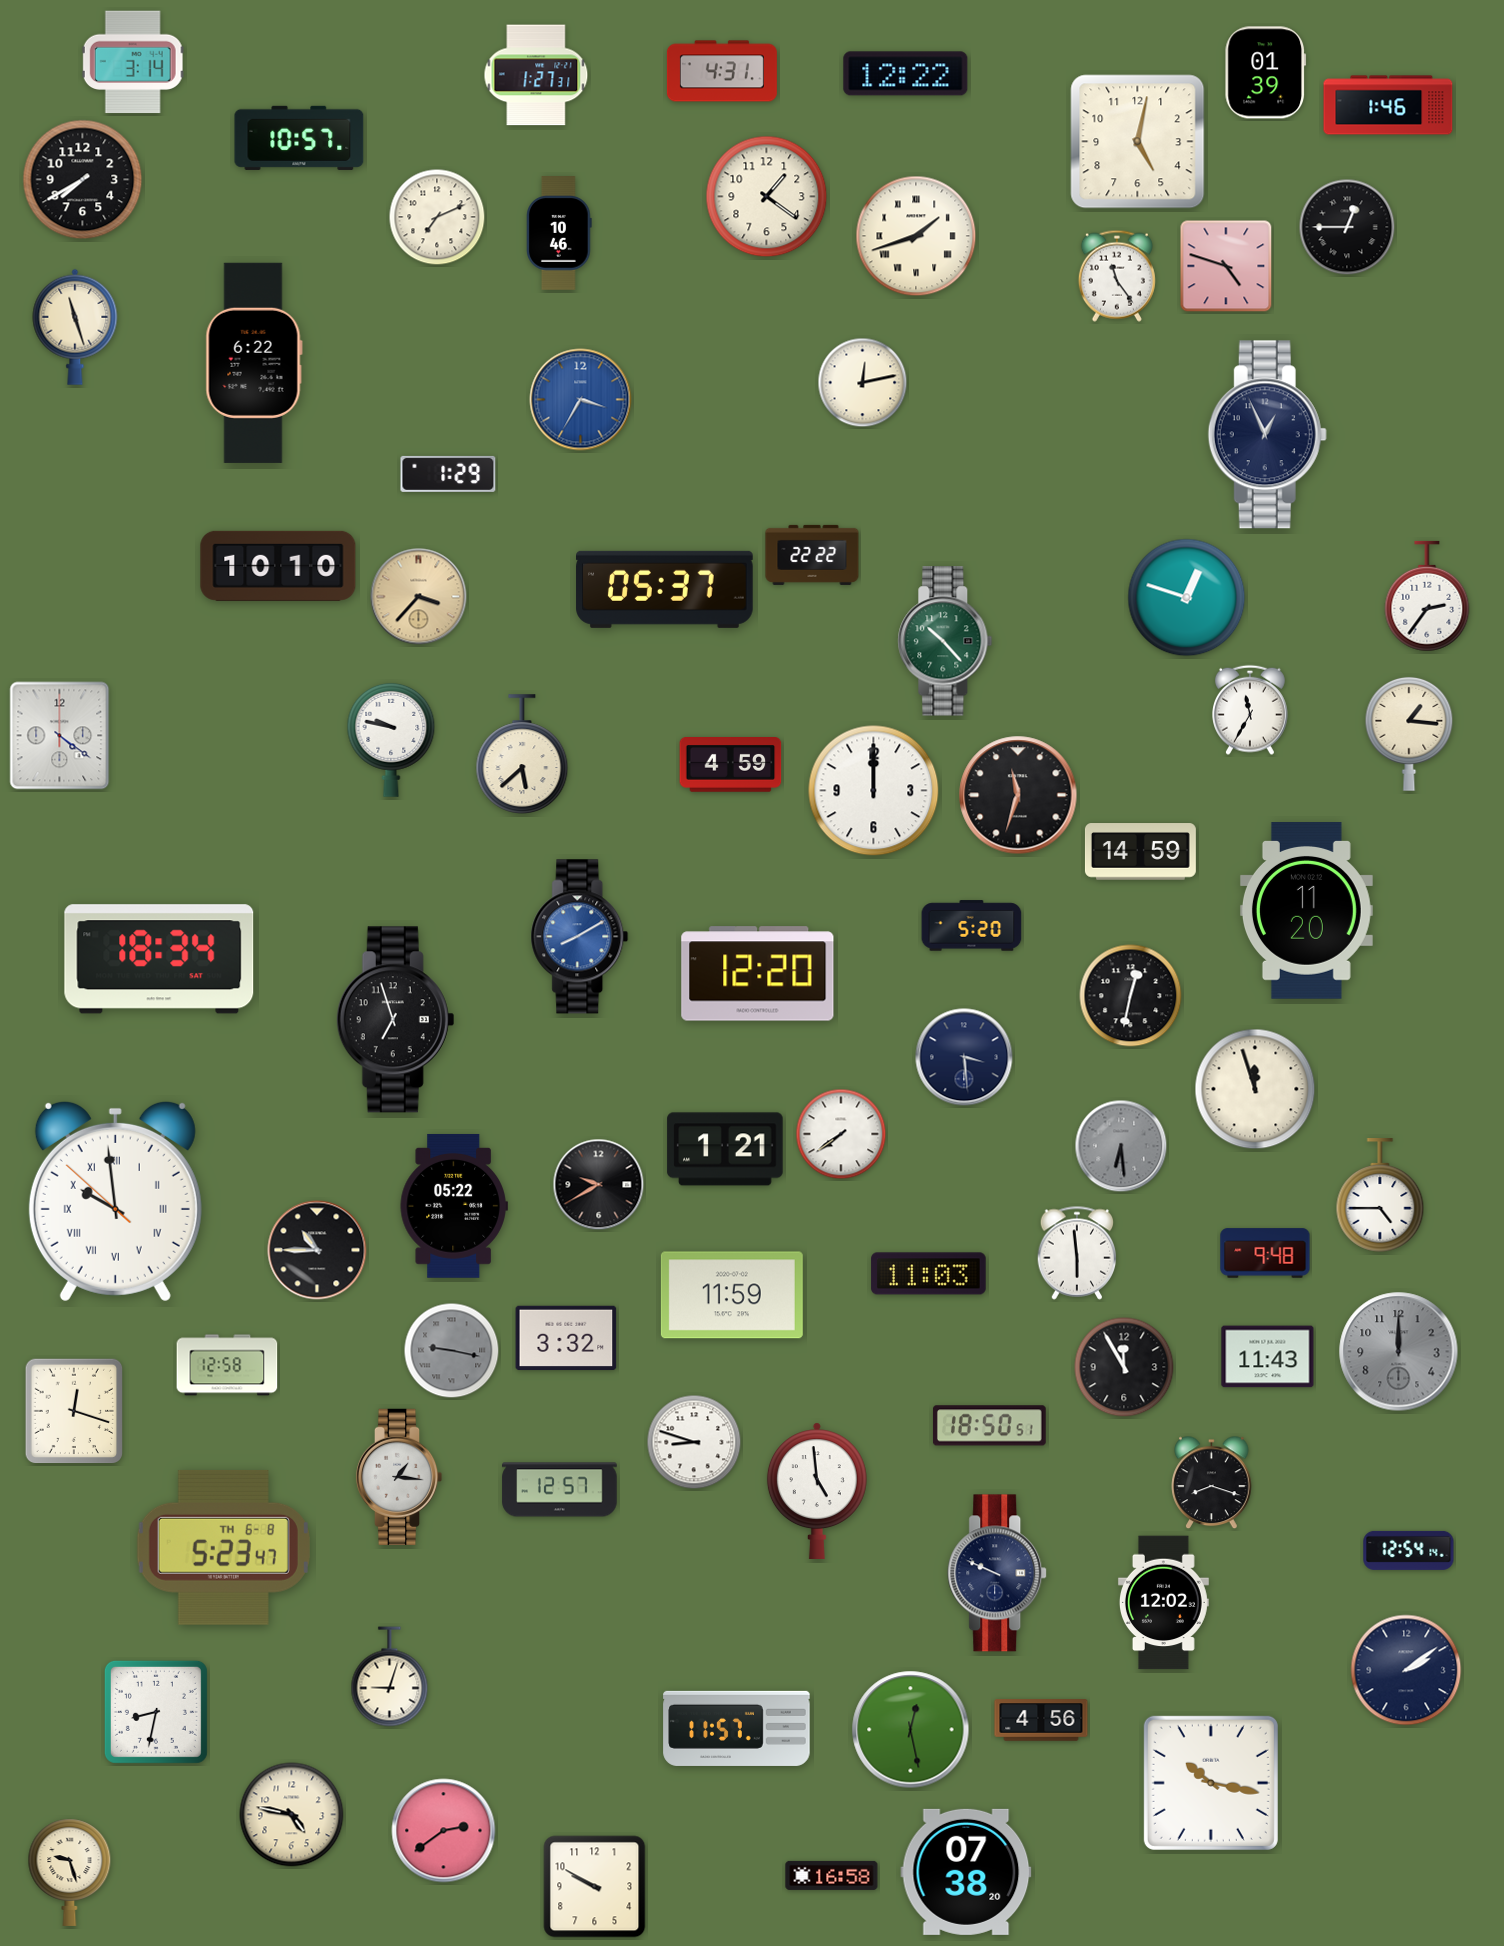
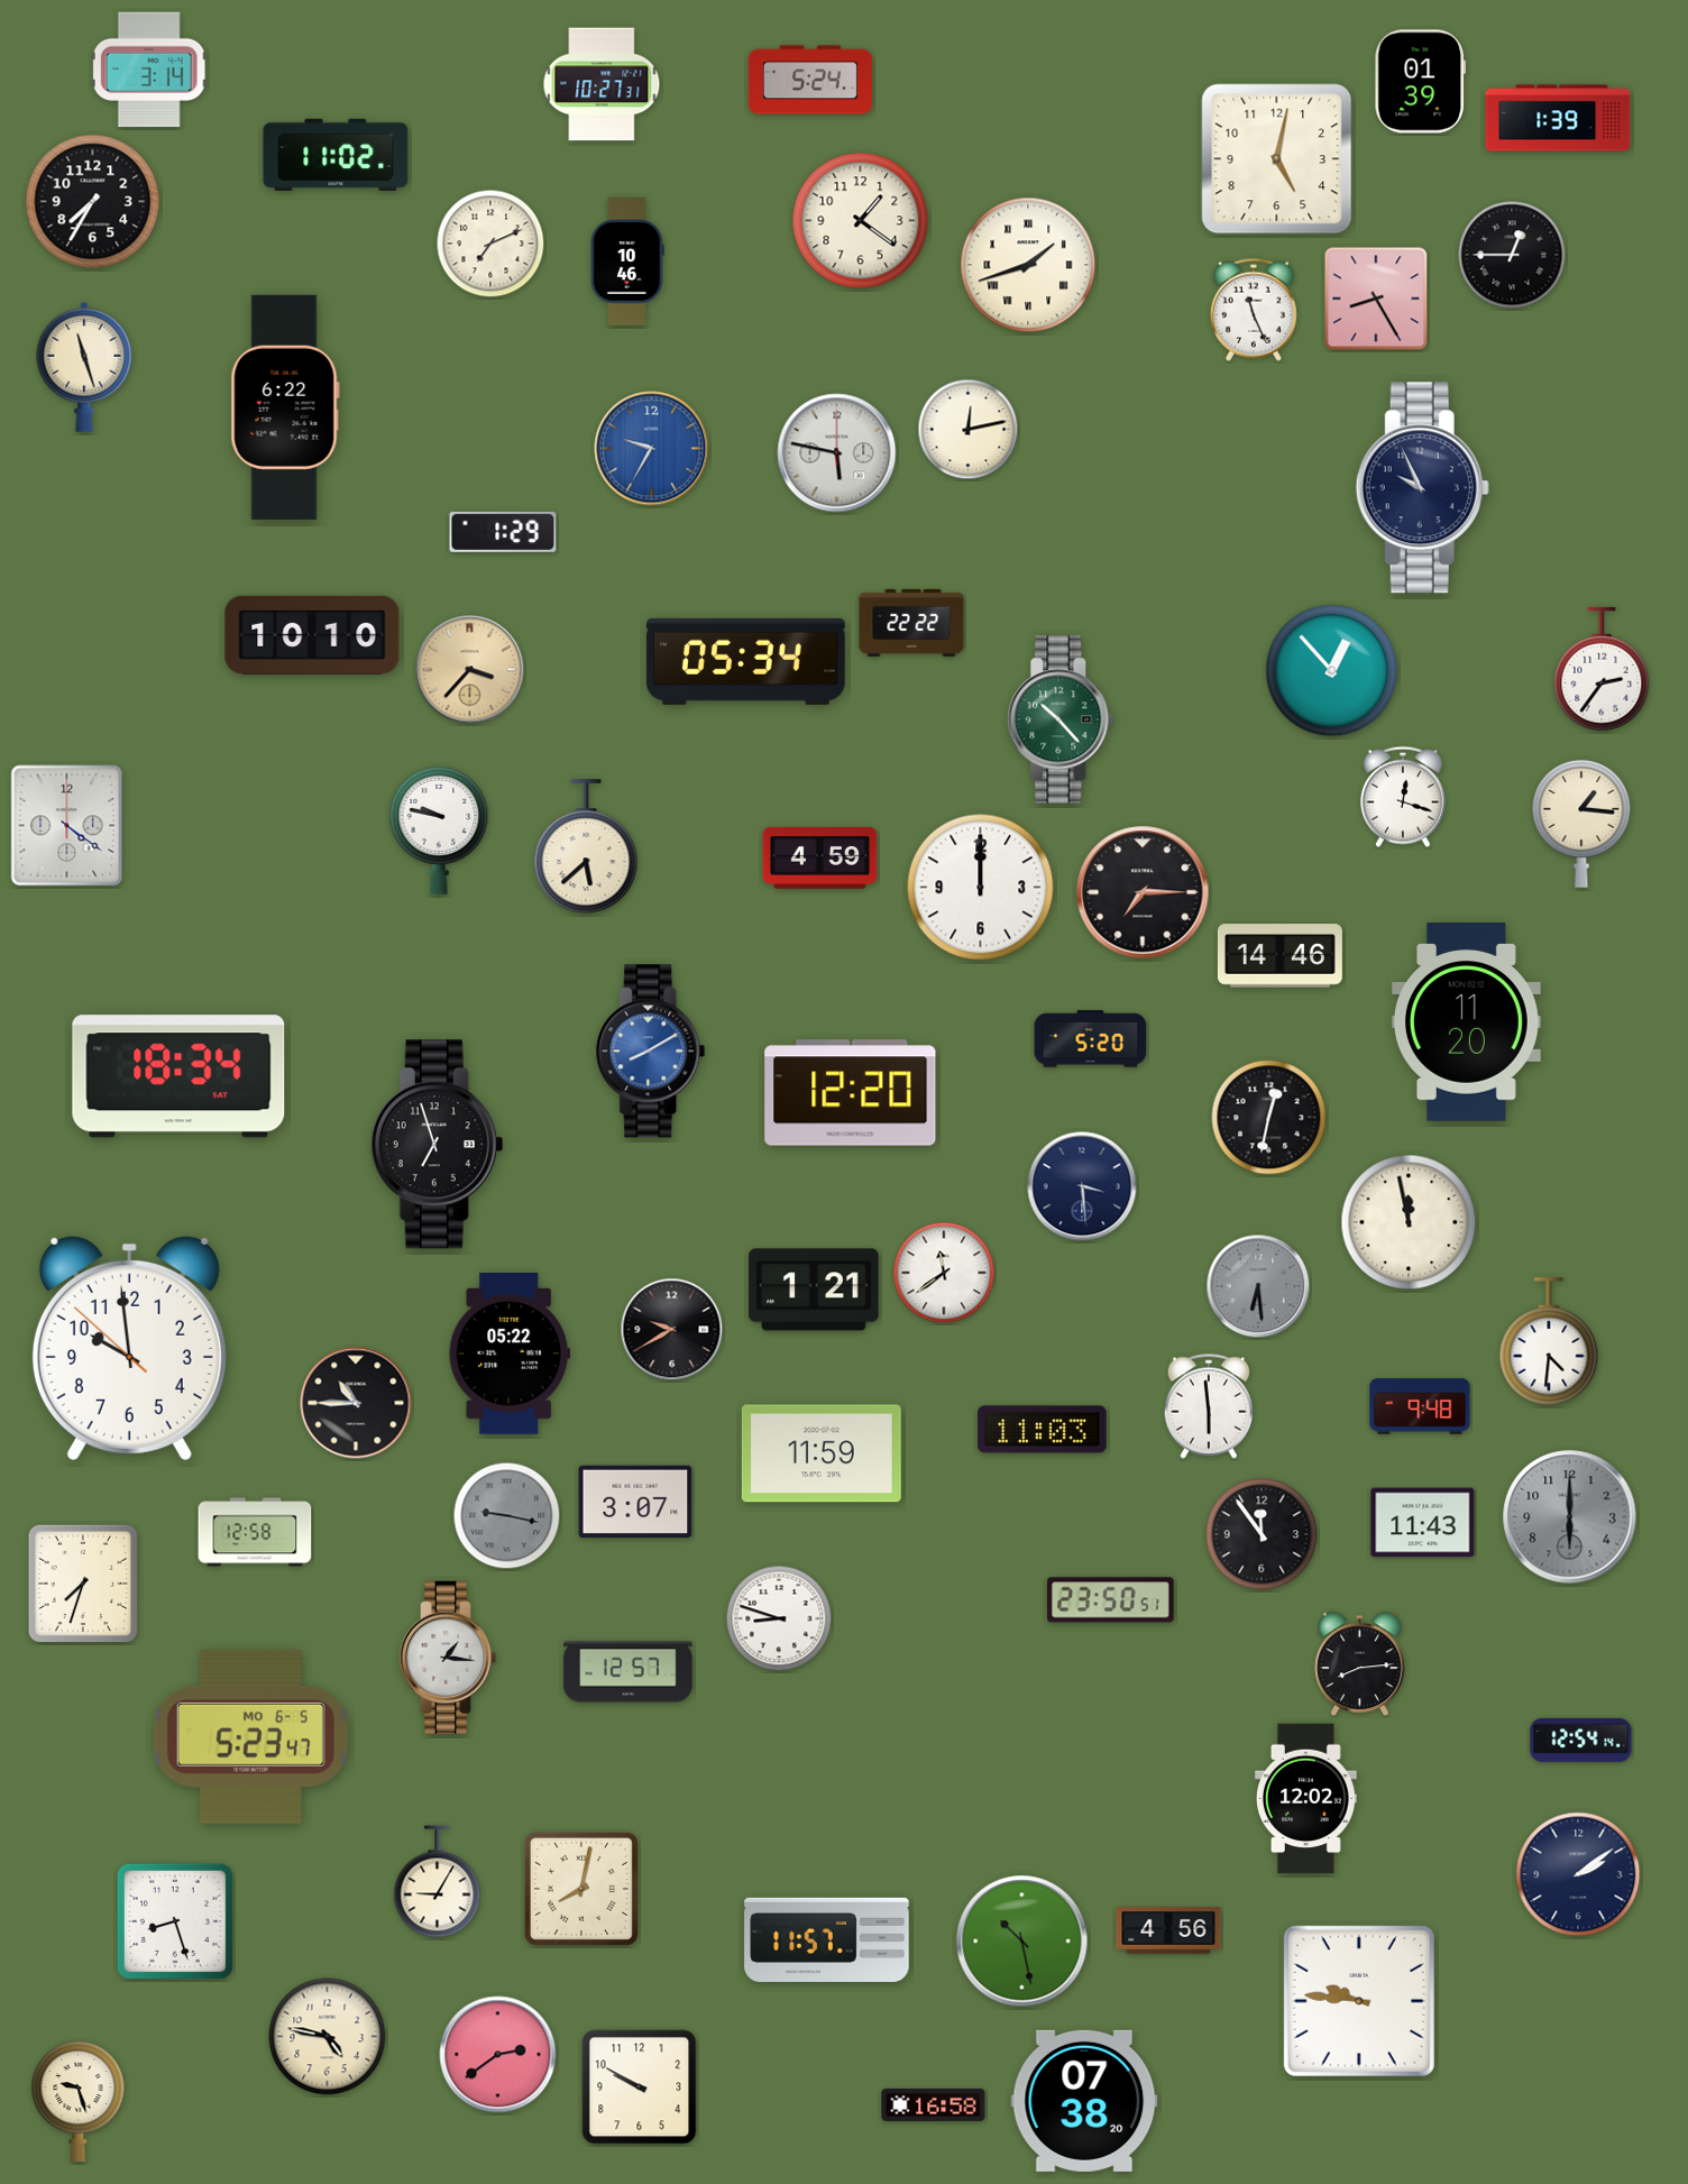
clock at (722, 71): 4:31 -> 5:24
clock at (906, 74): 12:22 -> none
clock at (536, 75): 1:27 -> 10:27
clock at (1388, 105): 1:46 -> 1:39
clock at (299, 138): 10:57 -> 11:02
clock at (83, 180): 7:40 -> 7:35
clock at (1226, 266): 4:48 -> 8:25
clock at (1117, 276): 11:24 -> 11:26
clock at (581, 400): 3:35 -> 9:35
clock at (837, 453): none -> 5:47
clock at (1267, 435): 12:56 -> 9:56
clock at (665, 589): 05:37 -> 05:34
clock at (1187, 598): 12:48 -> 12:53
clock at (1251, 710): 11:35 -> 12:18
clock at (1018, 795): 11:33 -> 7:15
clock at (1140, 852): 14:59 -> 14:46
clock at (396, 1020) position: (396, 1020) -> (438, 1145)
clock at (1255, 1089): 11:57 -> 11:58
clock at (841, 1134): 7:39 -> 11:39
clock at (1380, 1195): 4:45 -> 4:31
clock at (115, 1201) numerals: Roman -> Arabic
clock at (566, 1338): 3:32 -> 3:07
clock at (1399, 1352): 12:00 -> 6:00
clock at (1124, 1367): 11:55 -> 11:54
clock at (74, 1411): 12:18 -> 7:33
clock at (989, 1426): 18:50 -> 23:50
clock at (1212, 1483): 8:18 -> 8:14
clock at (817, 1490): 4:59 -> none
clock at (223, 1547) date: TH 6-8 -> MO 6-5
clock at (998, 1573): 9:49 -> none
clock at (390, 1677): 9:03 -> 9:05
clock at (581, 1889): none -> 8:02
clock at (156, 1712): 8:32 -> 8:27
clock at (911, 1730): 12:28 -> 10:28
clock at (1211, 1783): 10:17 -> 9:46
clock at (595, 1887) position: (595, 1887) -> (640, 2087)
